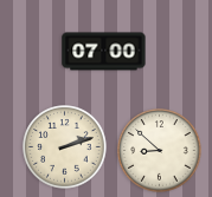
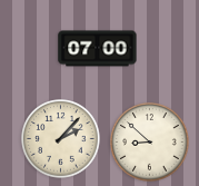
clock at (65, 147): 2:12 -> 2:07
